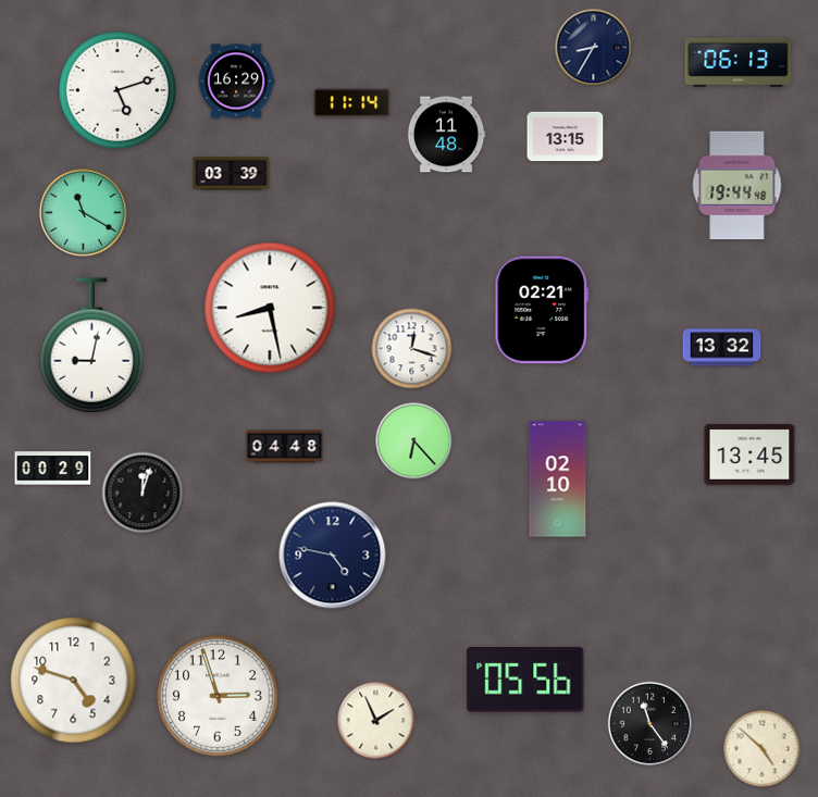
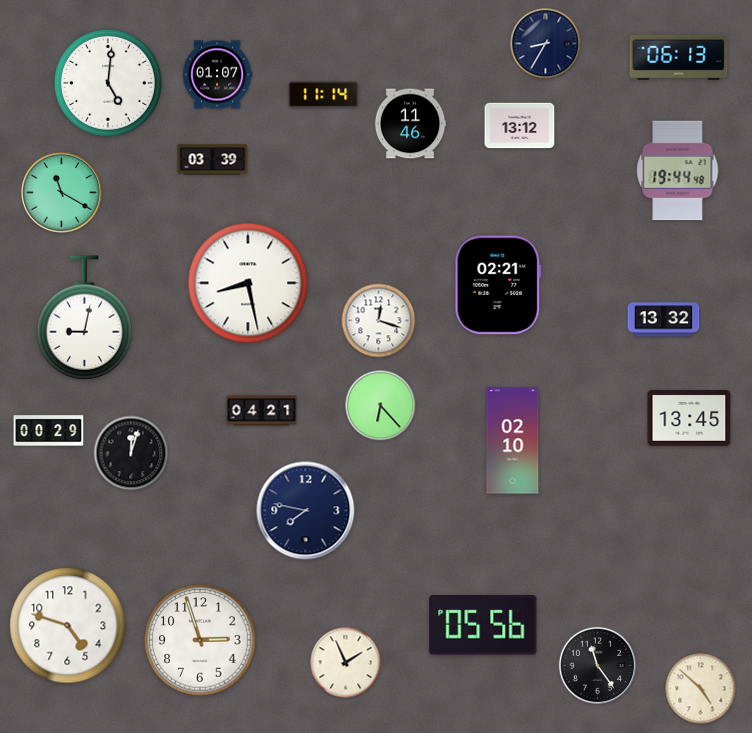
clock at (236, 82): 16:29 -> 01:07
clock at (117, 90): 5:12 -> 5:01
clock at (446, 135): 11:48 -> 11:46
clock at (566, 137): 13:15 -> 13:12
clock at (83, 212) position: (83, 212) -> (61, 192)
clock at (285, 447): 04:48 -> 04:21
clock at (333, 556): 4:47 -> 7:47
